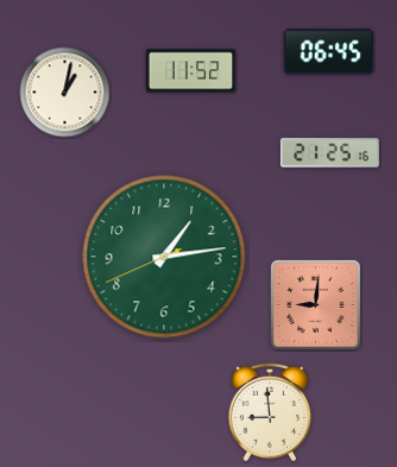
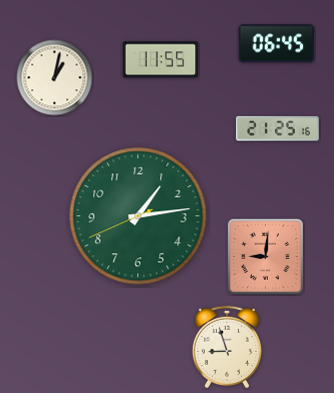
clock at (191, 71): 11:52 -> 11:55
clock at (270, 412): 8:59 -> 8:57
